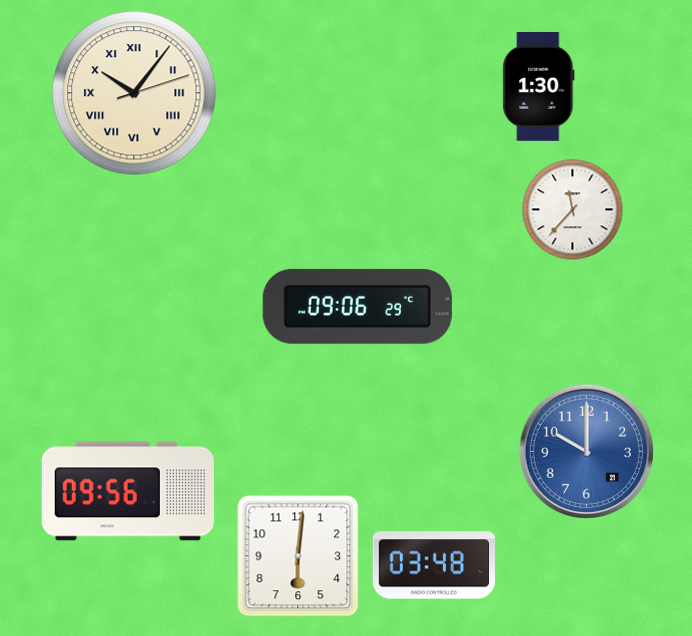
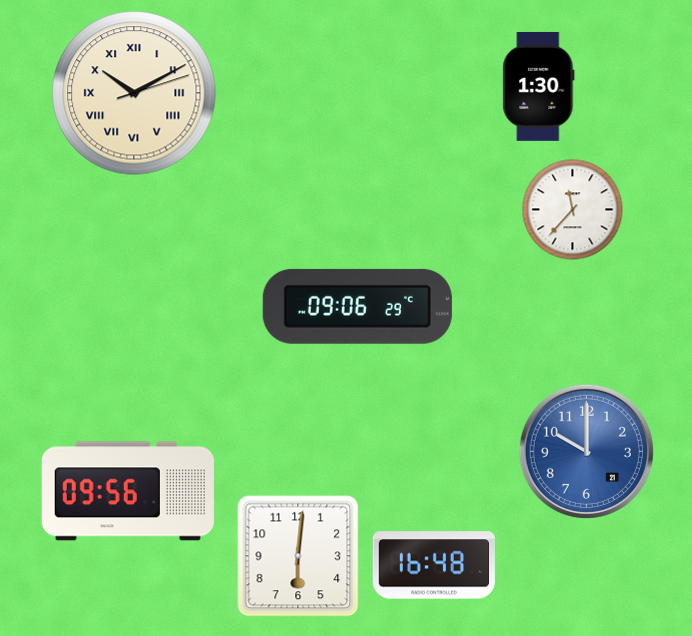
clock at (134, 93): 10:06 -> 10:10
clock at (433, 565): 03:48 -> 16:48
